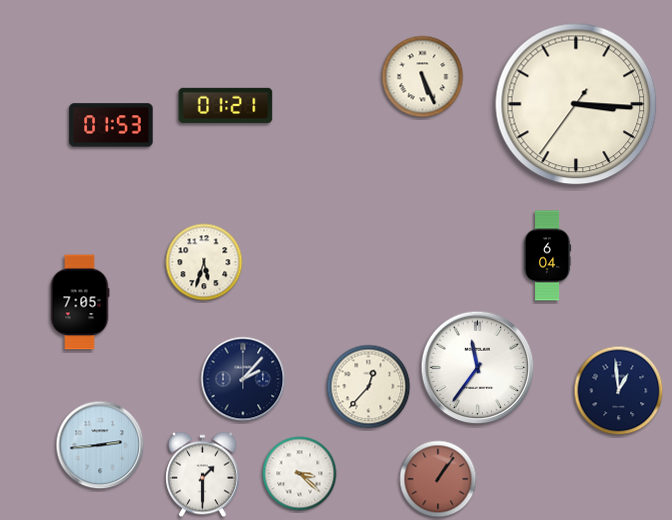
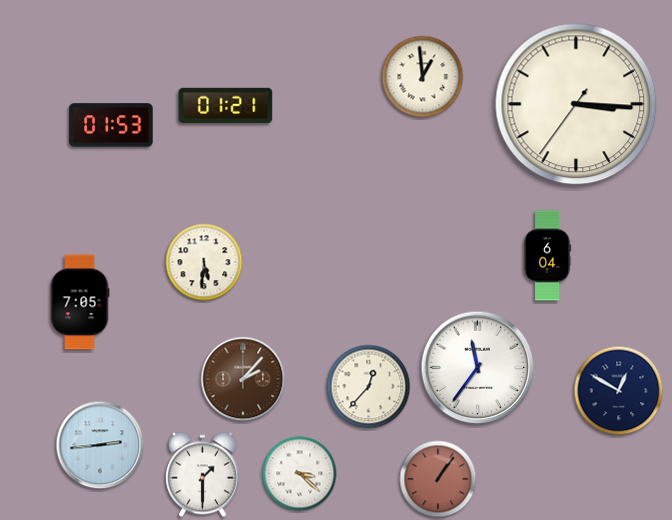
clock at (423, 77): 5:26 -> 12:59
clock at (204, 262): 5:33 -> 5:31
clock at (243, 379) dial: navy -> brown
clock at (619, 391): 12:59 -> 12:50
